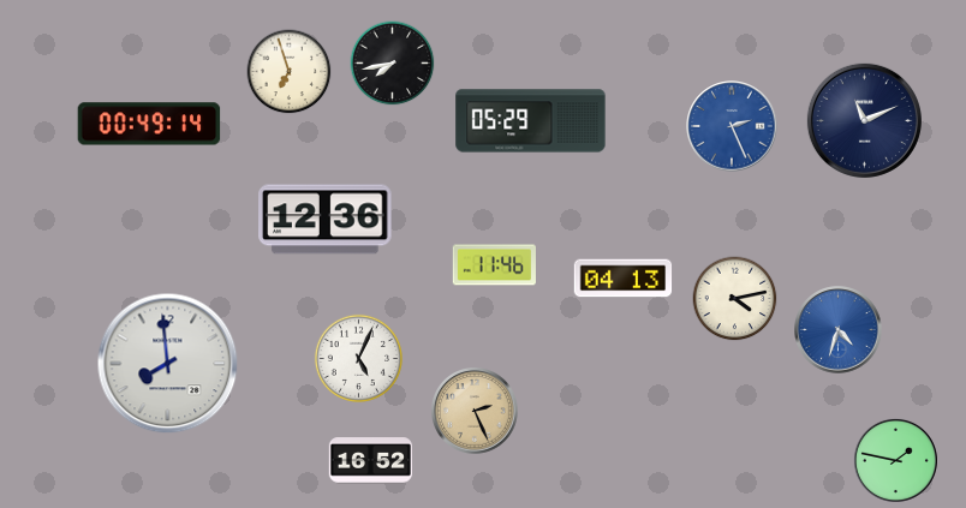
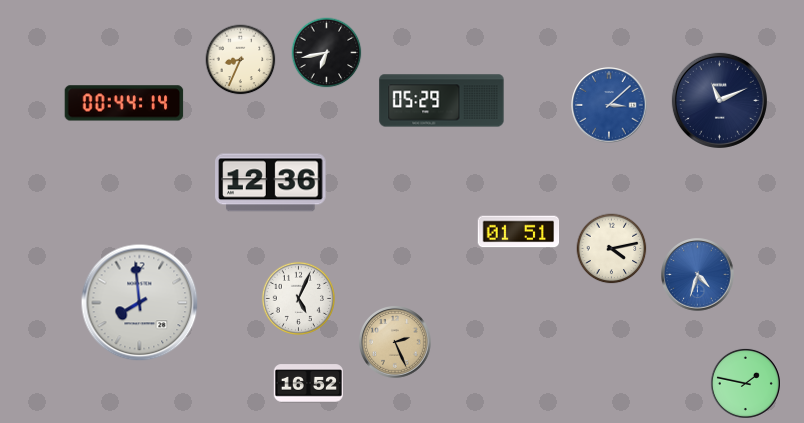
clock at (393, 64): 7:43 -> 6:43
clock at (290, 72): 6:57 -> 8:34
clock at (149, 124): 00:49 -> 00:44
clock at (732, 126): 2:26 -> 3:08
clock at (494, 265): 11:46 -> none
clock at (624, 279): 04:13 -> 01:51
